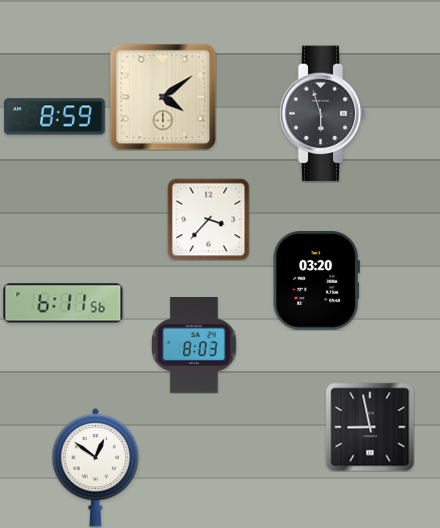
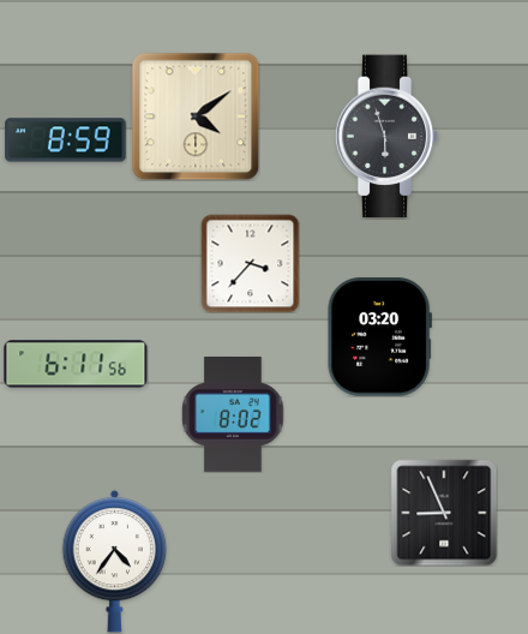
clock at (194, 346): 8:03 -> 8:02
clock at (370, 427): 8:58 -> 8:56
clock at (96, 467): 12:51 -> 4:36
